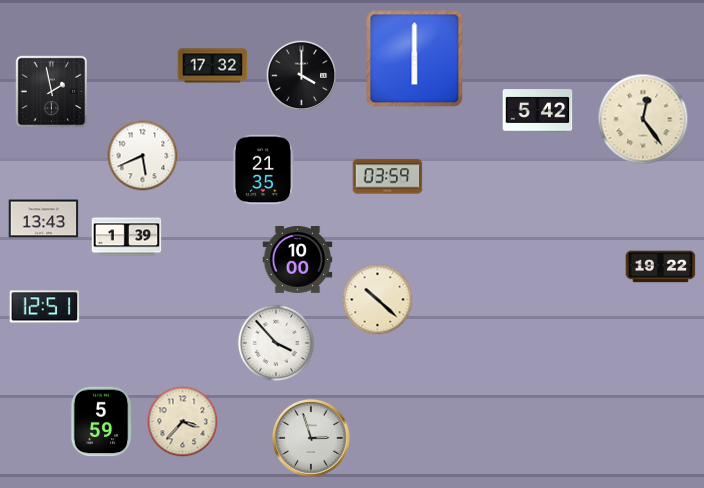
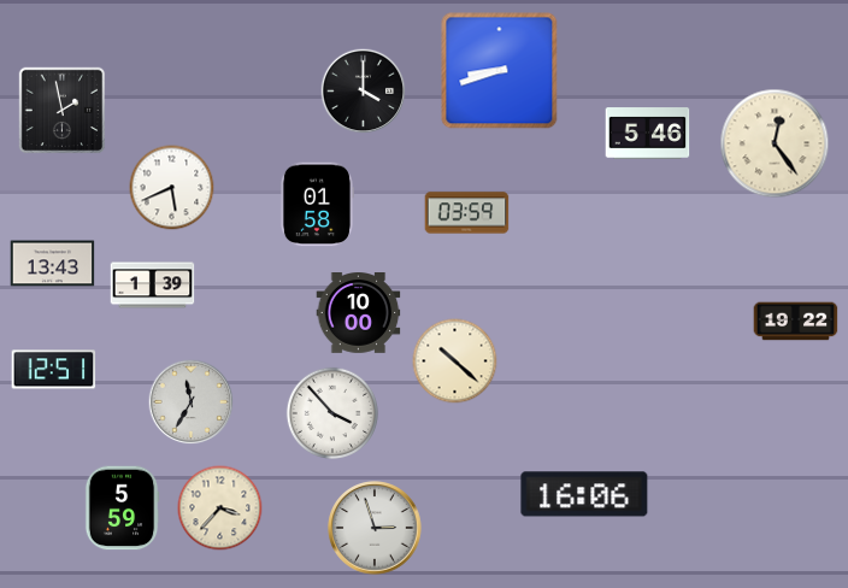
clock at (415, 59): 6:00 -> 8:42
clock at (213, 66): 17:32 -> none
clock at (538, 111): 5:42 -> 5:46
clock at (262, 170): 21:35 -> 01:58
clock at (192, 402): none -> 11:35
clock at (584, 494): none -> 16:06
